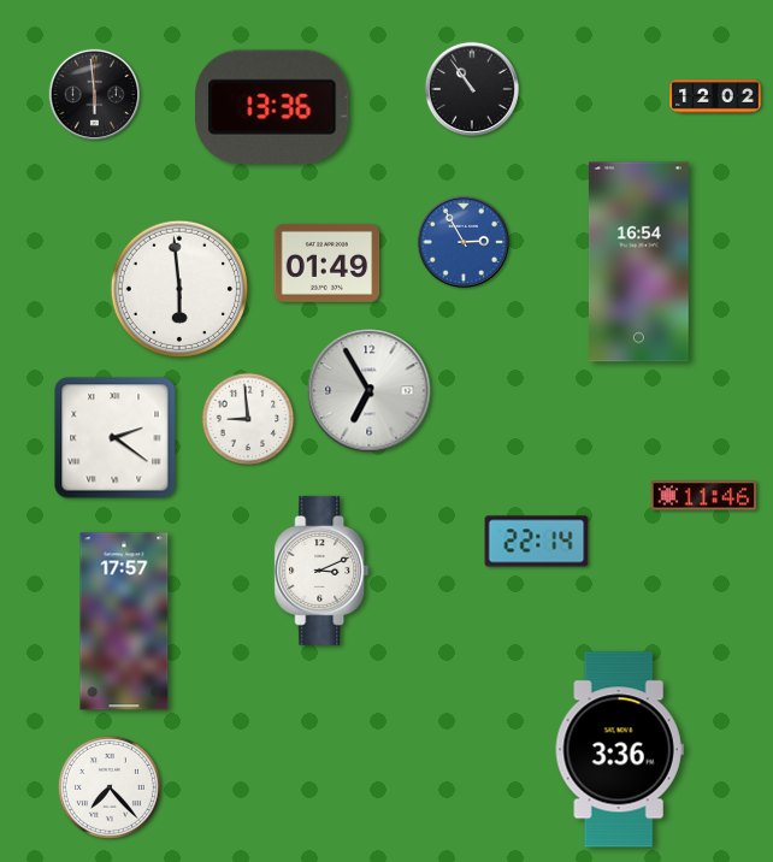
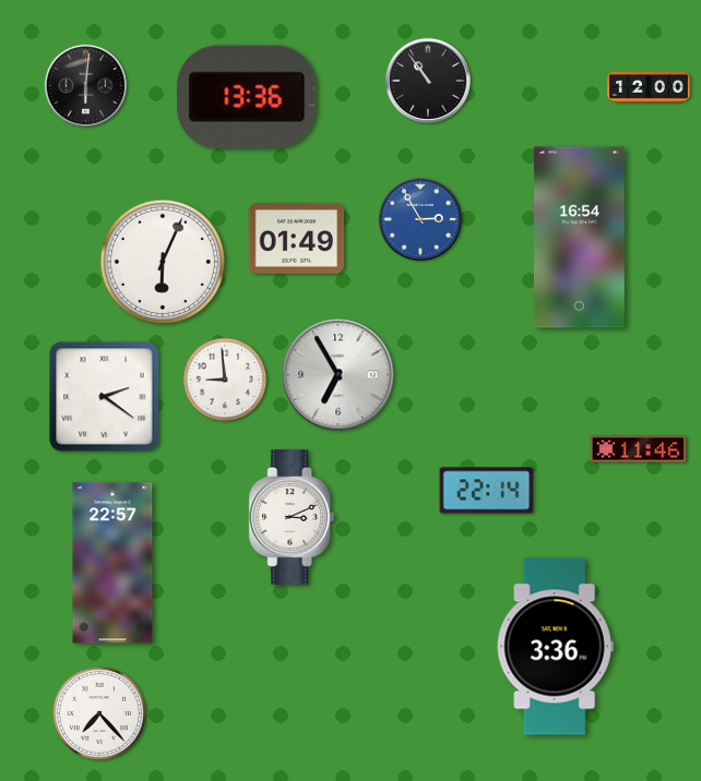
clock at (95, 95): 5:59 -> 6:01
clock at (715, 96): 12:02 -> 12:00
clock at (178, 288): 5:59 -> 6:04
clock at (370, 391) position: (370, 391) -> (338, 375)
clock at (124, 621): 17:57 -> 22:57
clock at (619, 750) position: (619, 750) -> (555, 647)
